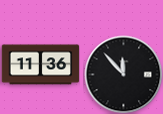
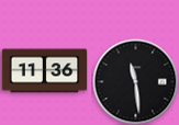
clock at (123, 74): 11:53 -> 11:29
